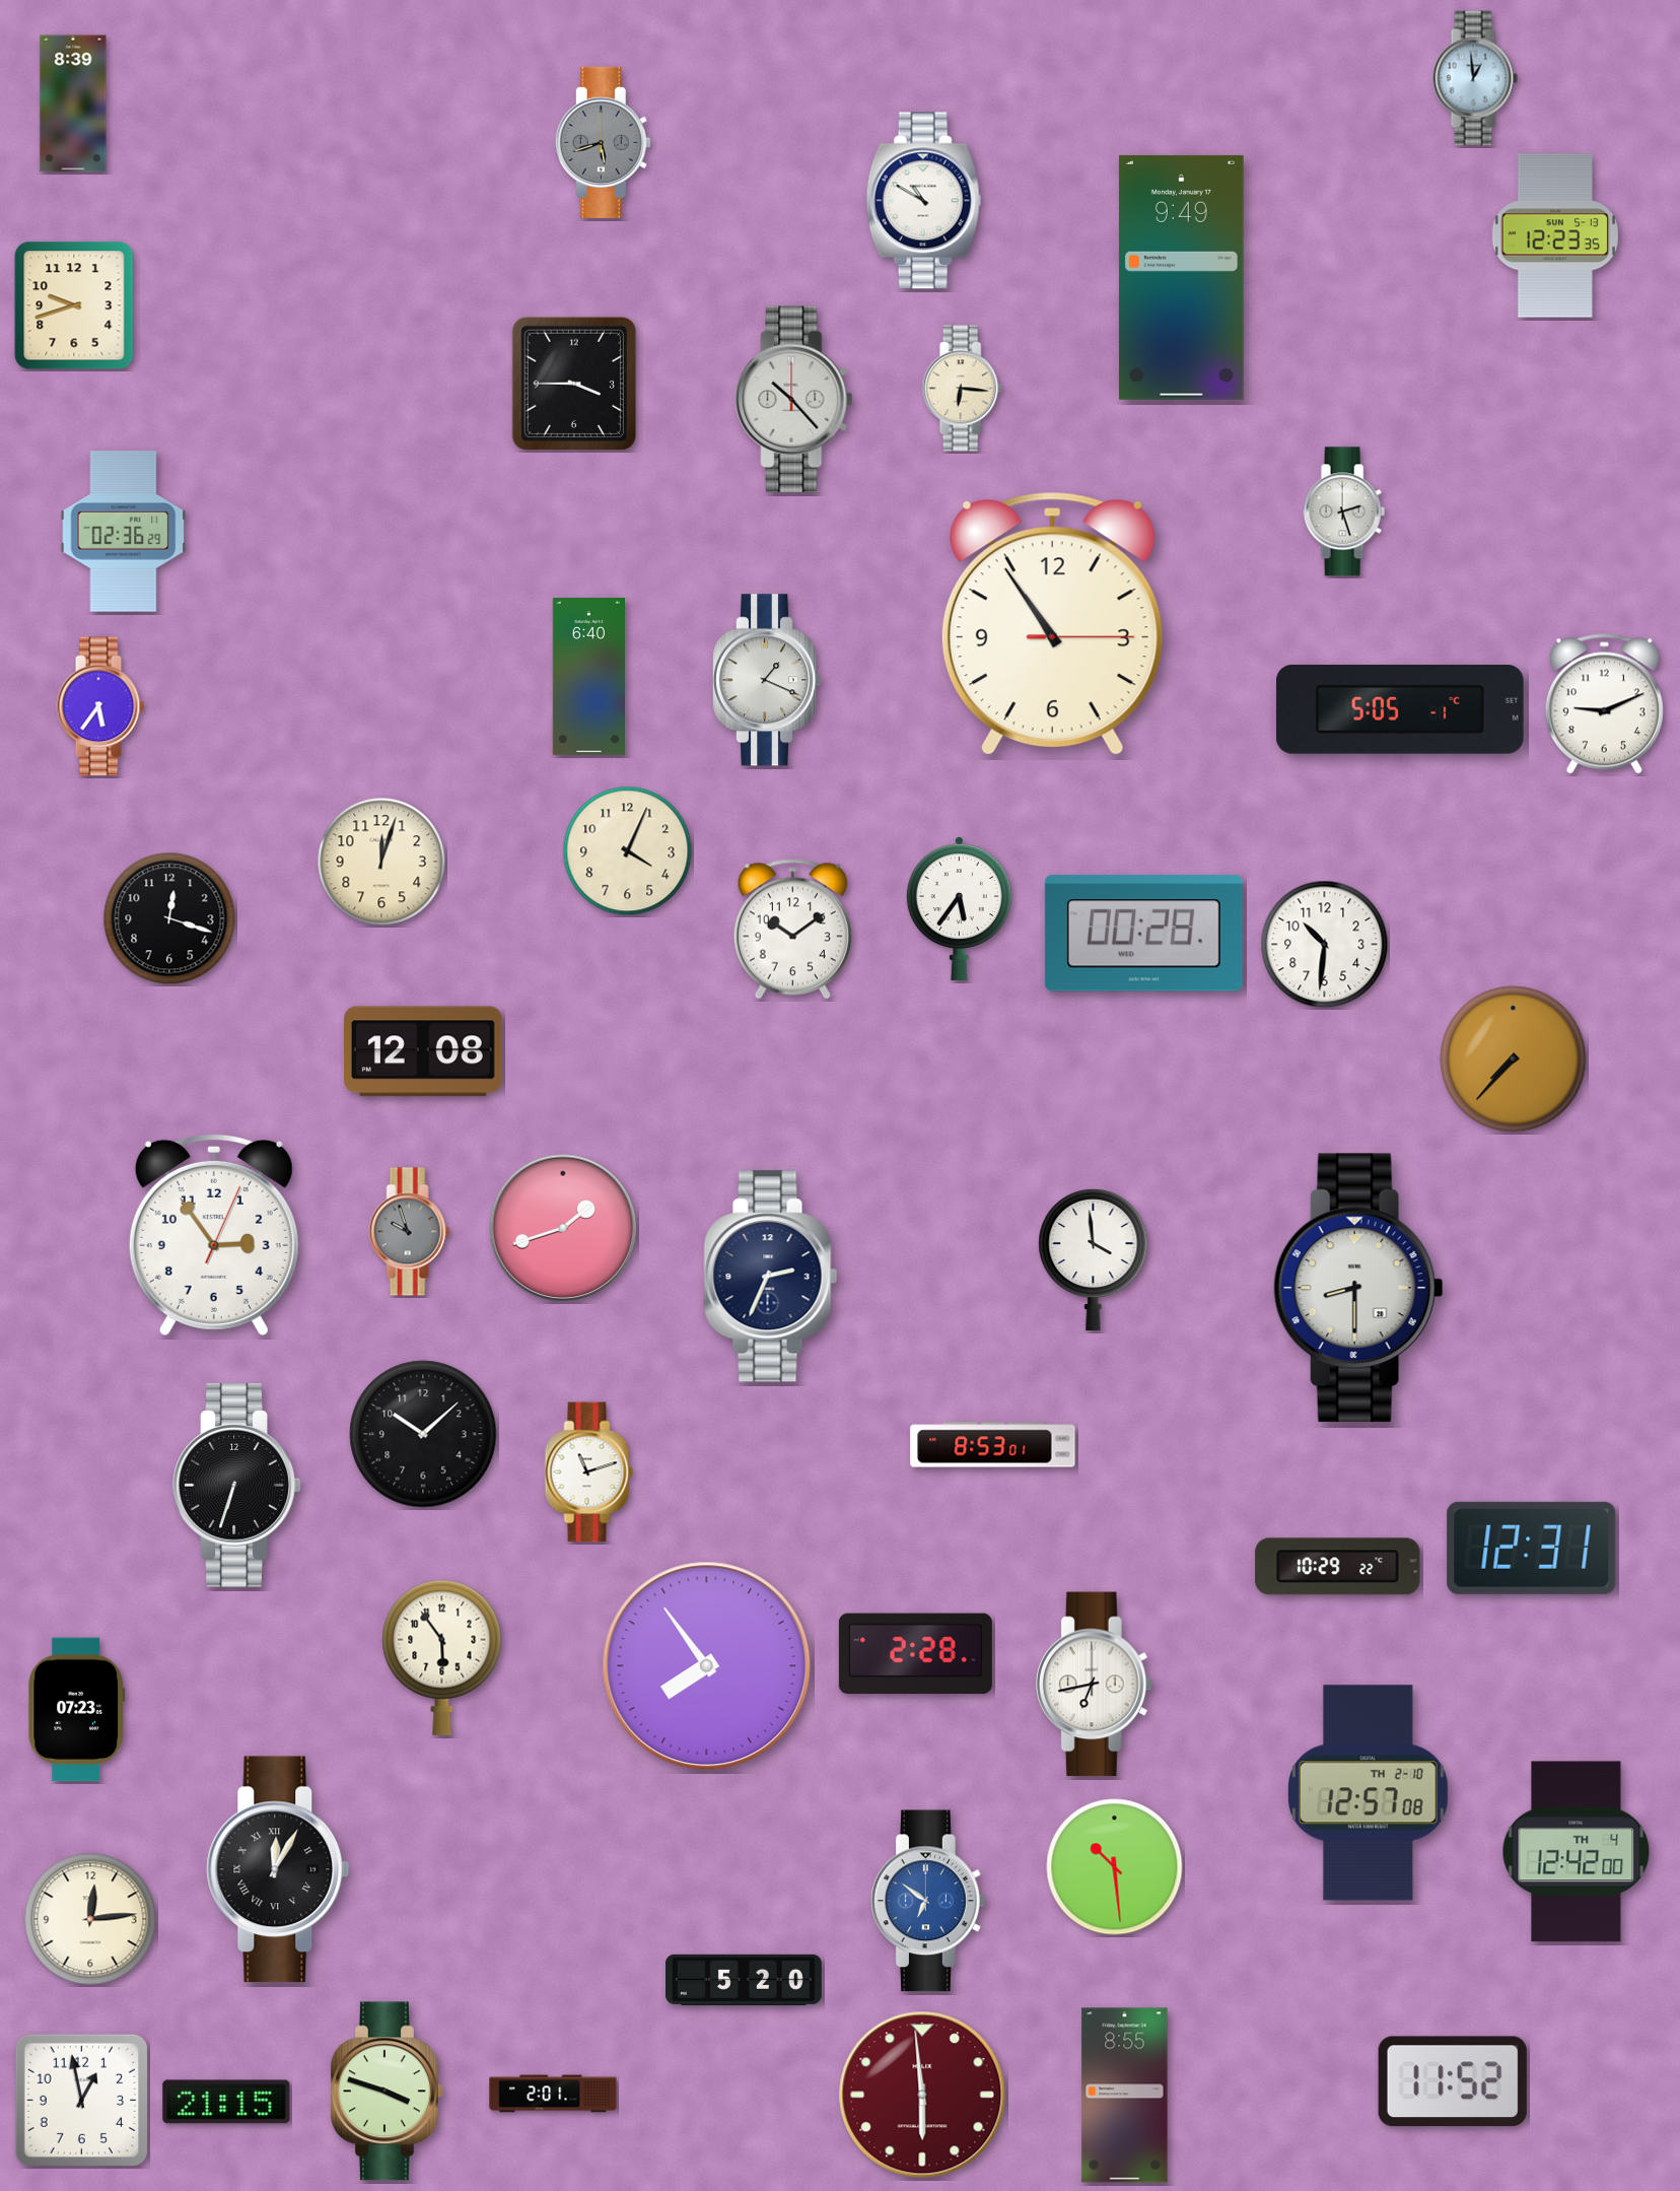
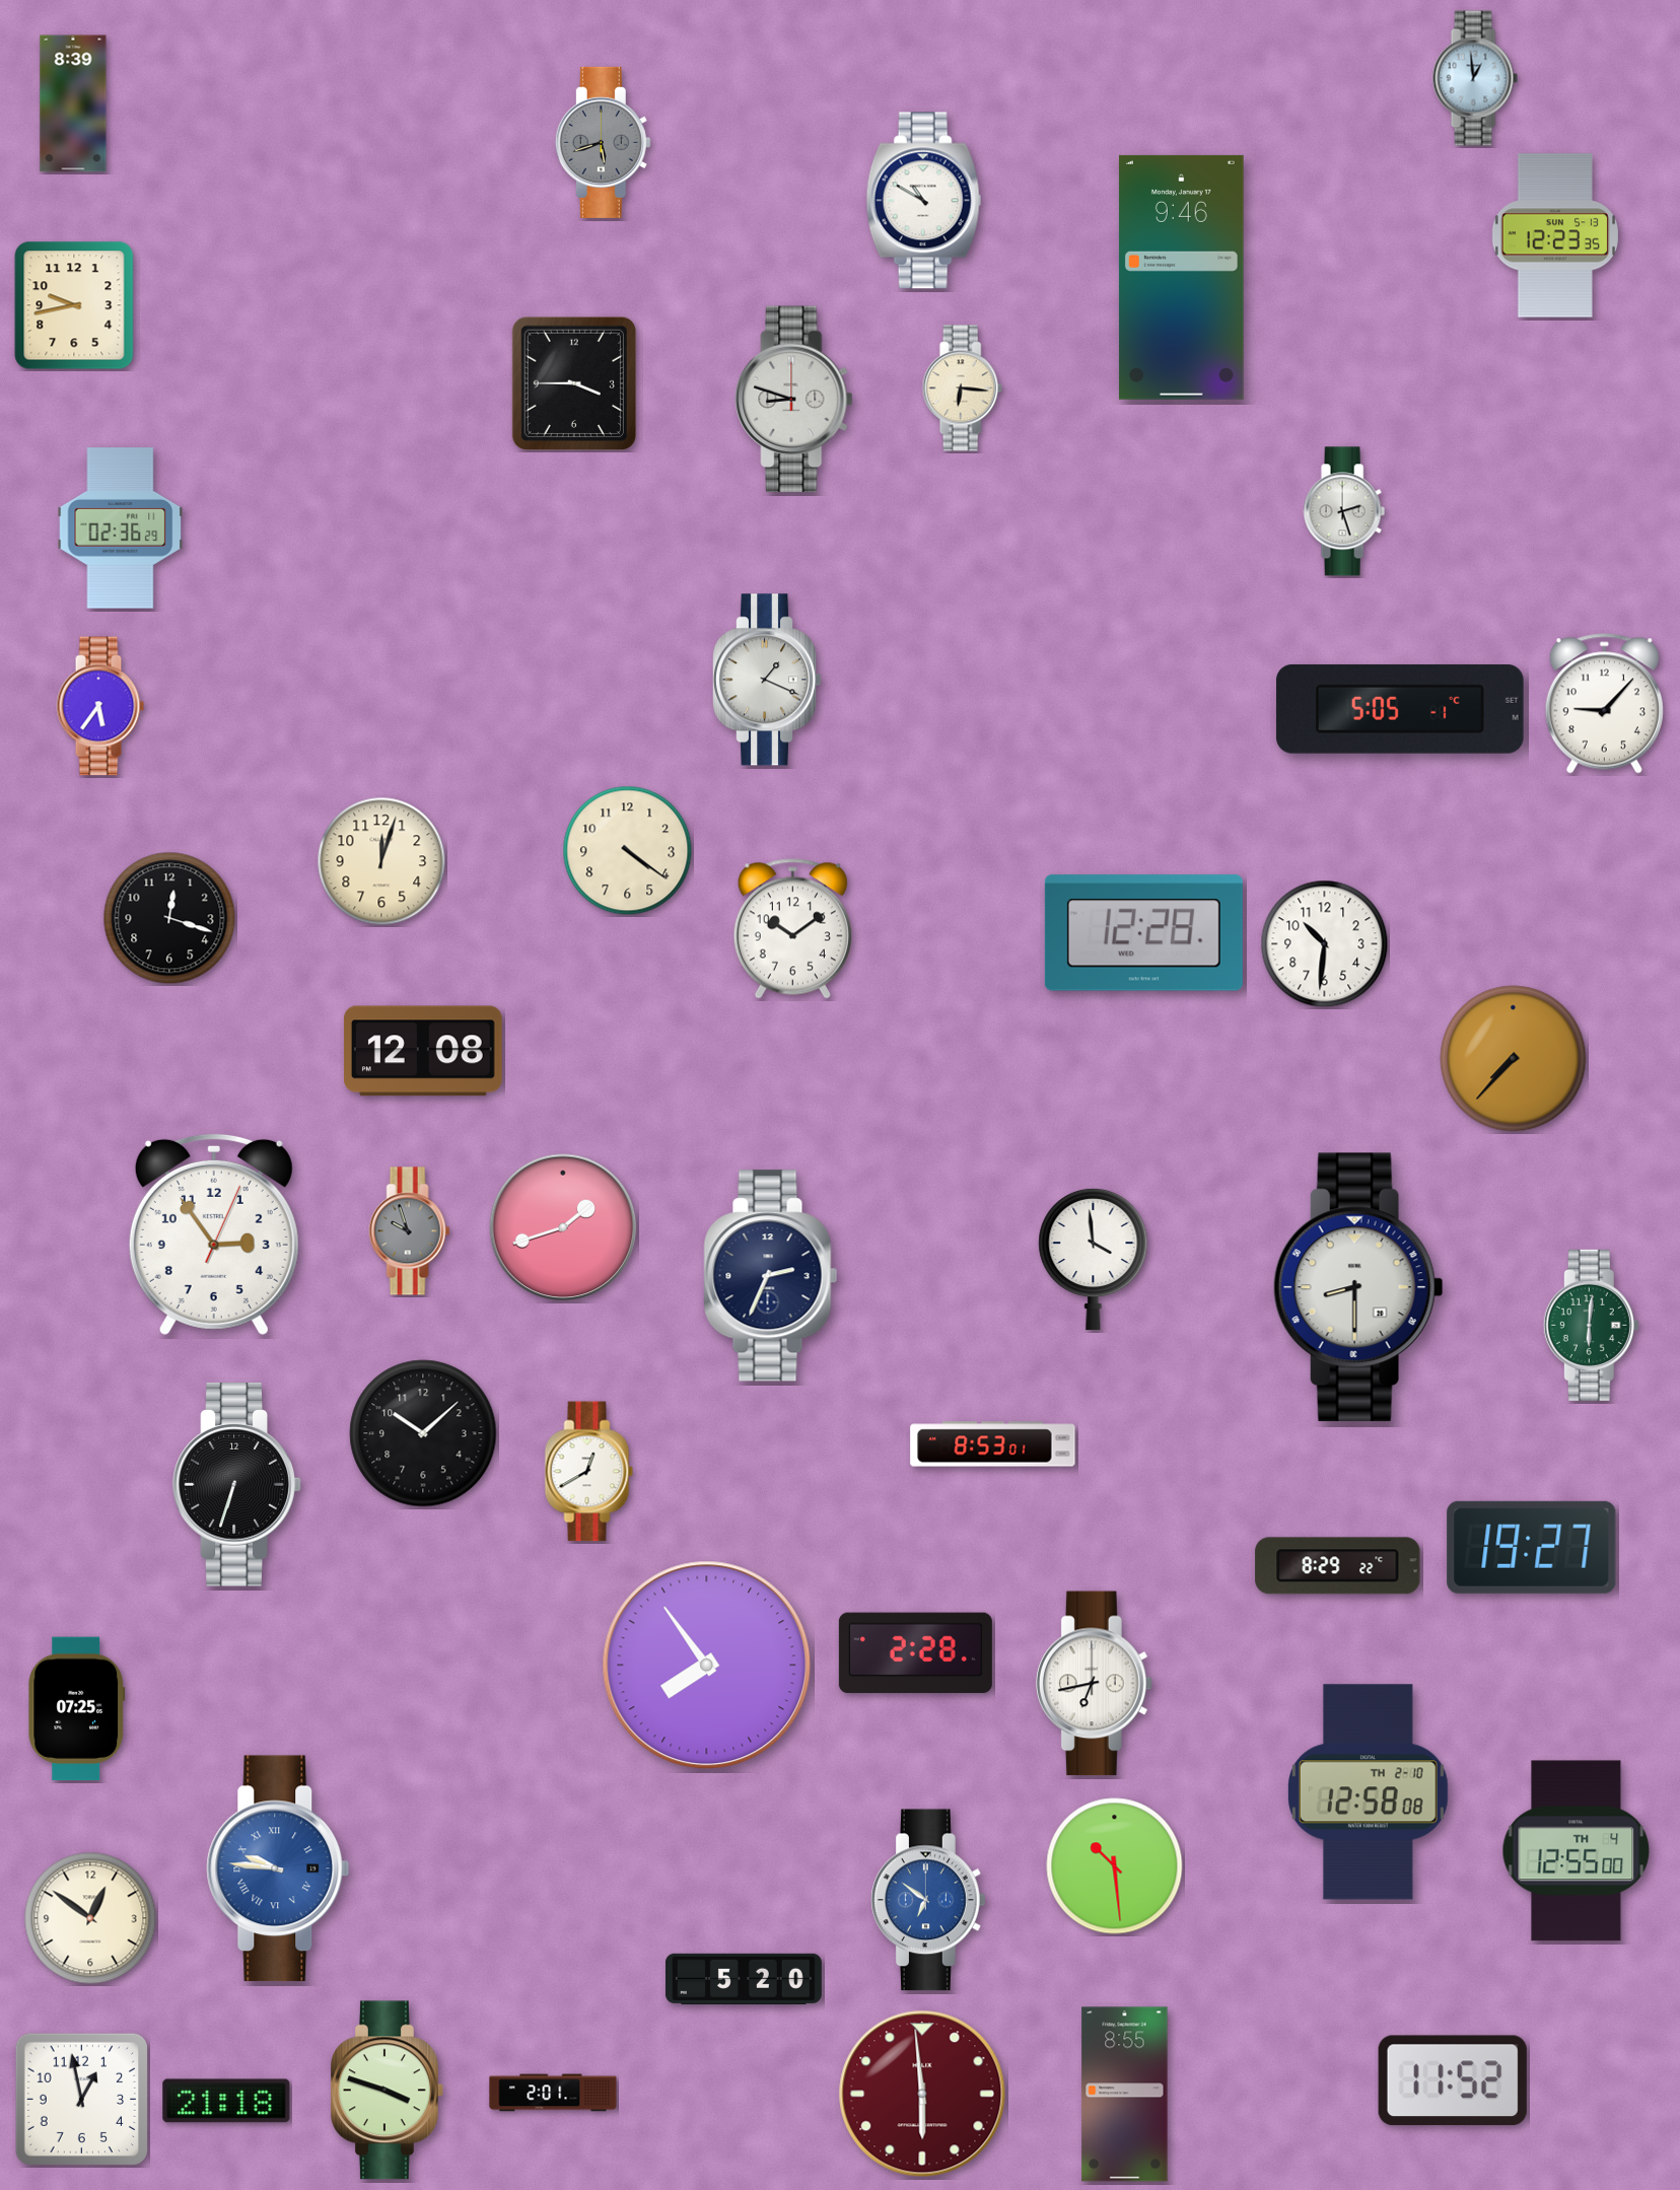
clock at (1181, 277): 9:49 -> 9:46
clock at (74, 305): 9:42 -> 9:43
clock at (794, 400): 10:23 -> 8:48
clock at (124, 532) position: (124, 532) -> (121, 528)
clock at (1052, 624): 10:54 -> none
clock at (588, 677): 6:40 -> none
clock at (1604, 704): 9:11 -> 9:07
clock at (628, 851): 4:04 -> 4:21
clock at (959, 908): 5:36 -> none
clock at (1143, 934): 00:28 -> 12:28
clock at (1591, 1325): none -> 6:01
clock at (589, 1473): 11:12 -> 12:40
clock at (1532, 1548): 12:31 -> 19:27
clock at (1338, 1567): 10:29 -> 8:29
clock at (442, 1657): 5:54 -> none
clock at (77, 1710): 07:23 -> 07:25
clock at (1368, 1793): 12:57 -> 12:58
clock at (1577, 1852): 12:42 -> 12:55
clock at (278, 1869): 12:05 -> 9:46
clock at (278, 1869) dial: black -> blue
clock at (90, 1919): 12:14 -> 12:51
clock at (226, 2102): 21:15 -> 21:18
